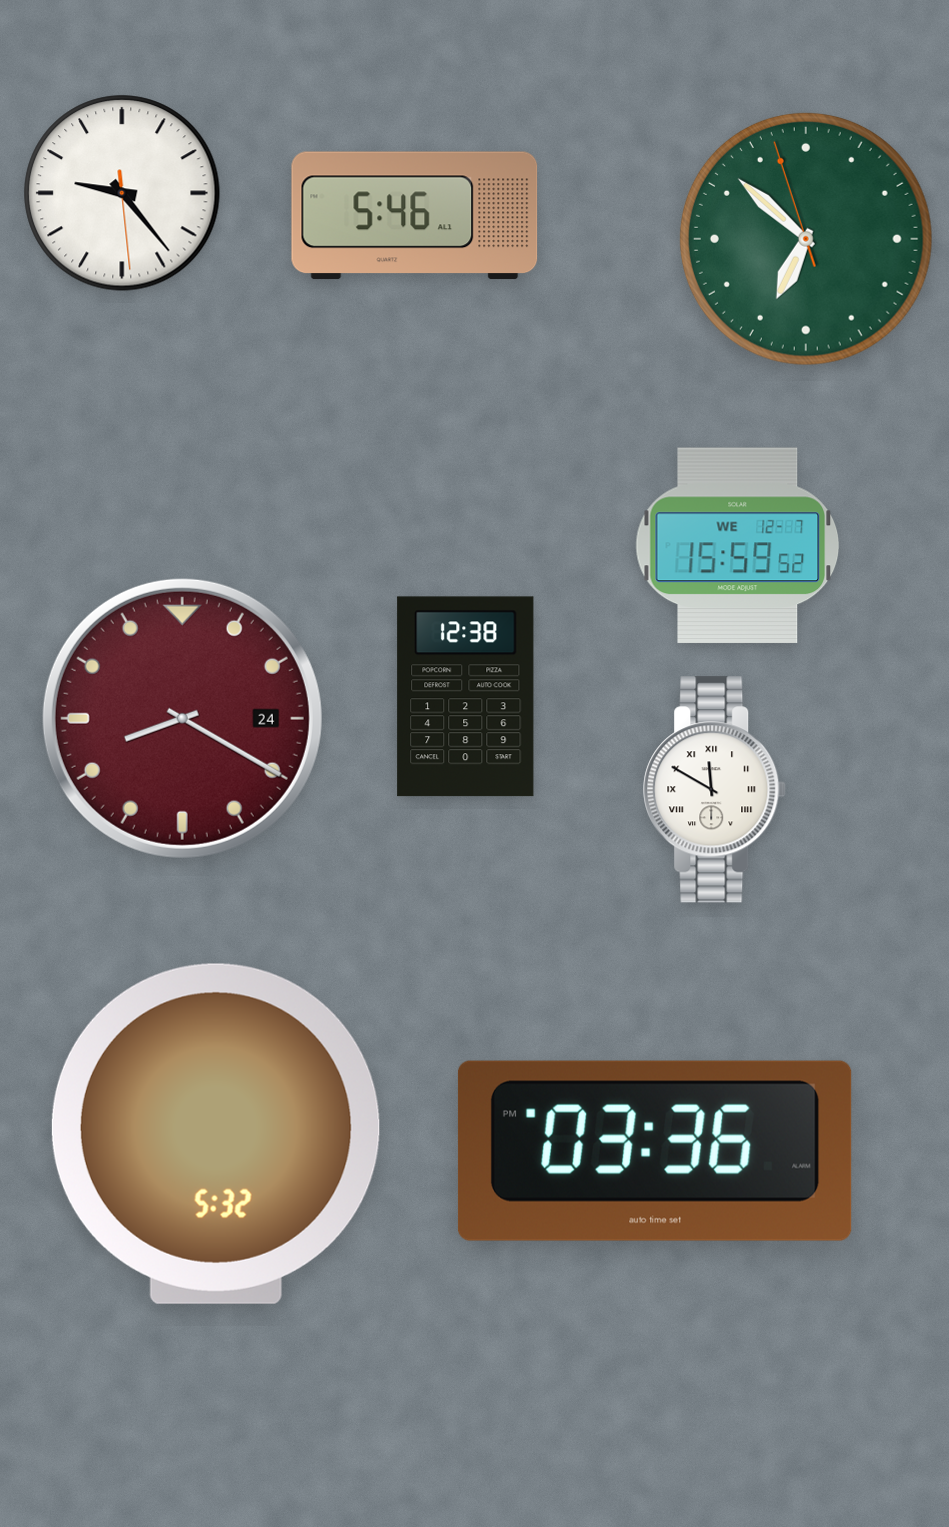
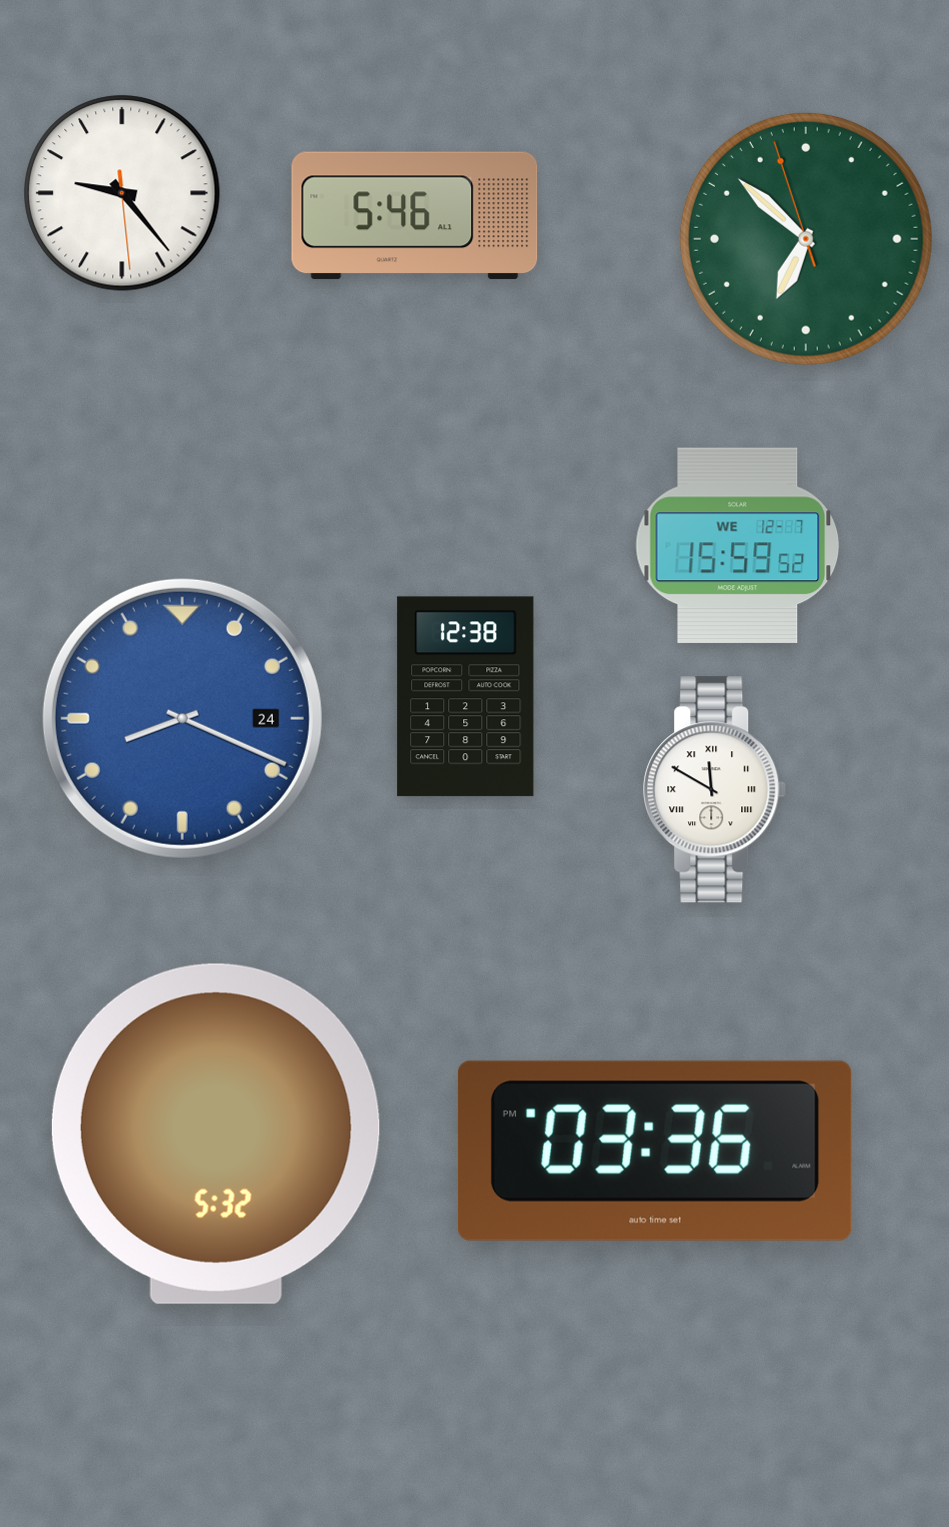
clock at (182, 718): 8:20 -> 8:19
clock at (182, 718) dial: burgundy -> blue
